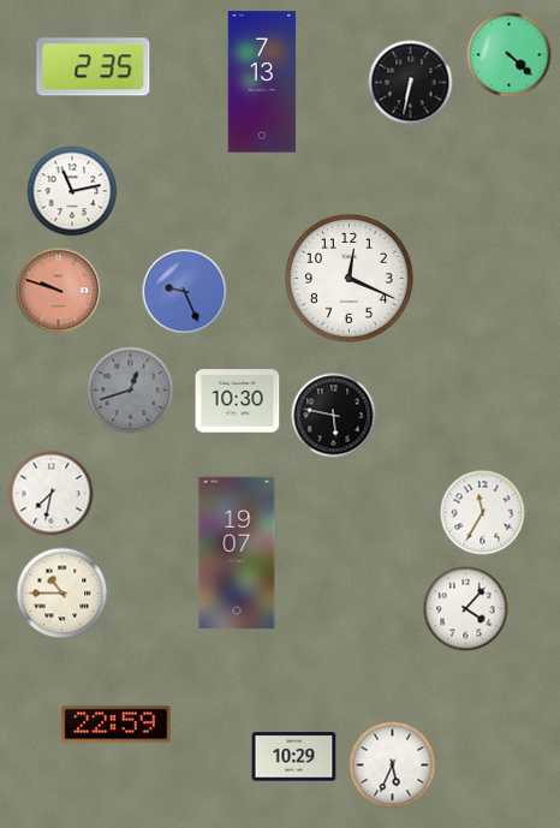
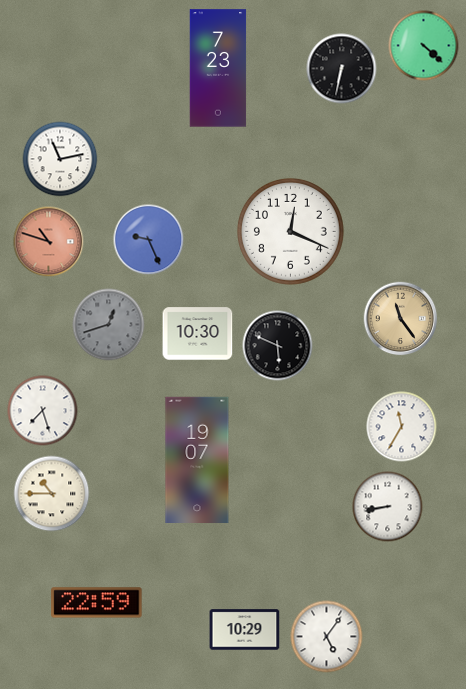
clock at (94, 67): 2:35 -> none
clock at (262, 82): 7:13 -> 7:23
clock at (59, 291): 9:48 -> 10:48
clock at (185, 292) position: (185, 292) -> (149, 240)
clock at (401, 319): none -> 11:24
clock at (334, 416): 5:47 -> 5:49
clock at (52, 494): 7:32 -> 7:27
clock at (466, 609): 4:07 -> 8:43
clock at (393, 766): 5:34 -> 5:06
